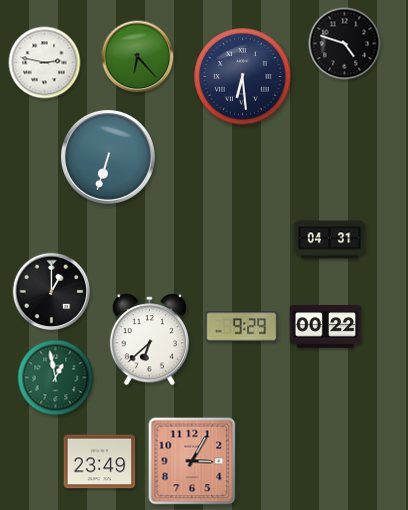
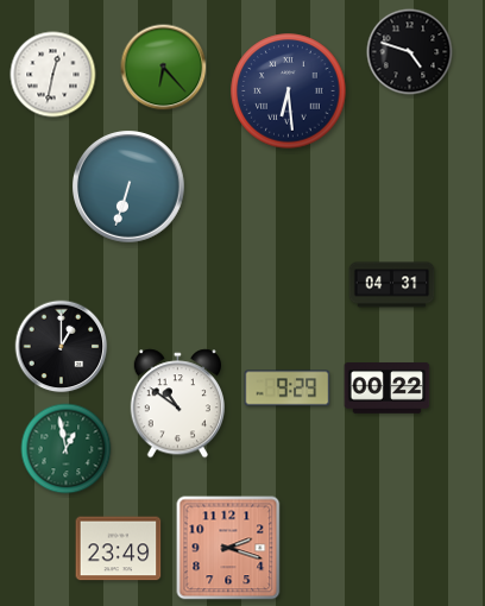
clock at (45, 63): 2:47 -> 12:32
clock at (149, 340): 6:38 -> 10:51
clock at (192, 461): 3:05 -> 2:18
